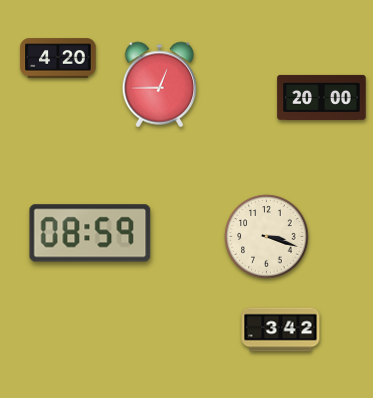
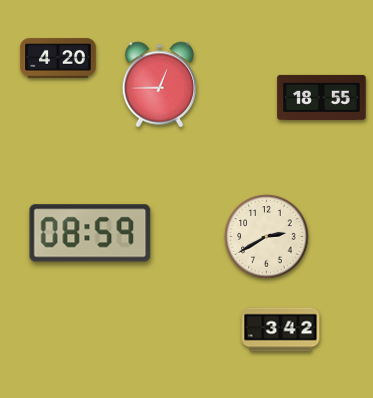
clock at (322, 97): 20:00 -> 18:55
clock at (267, 237): 3:18 -> 2:40
